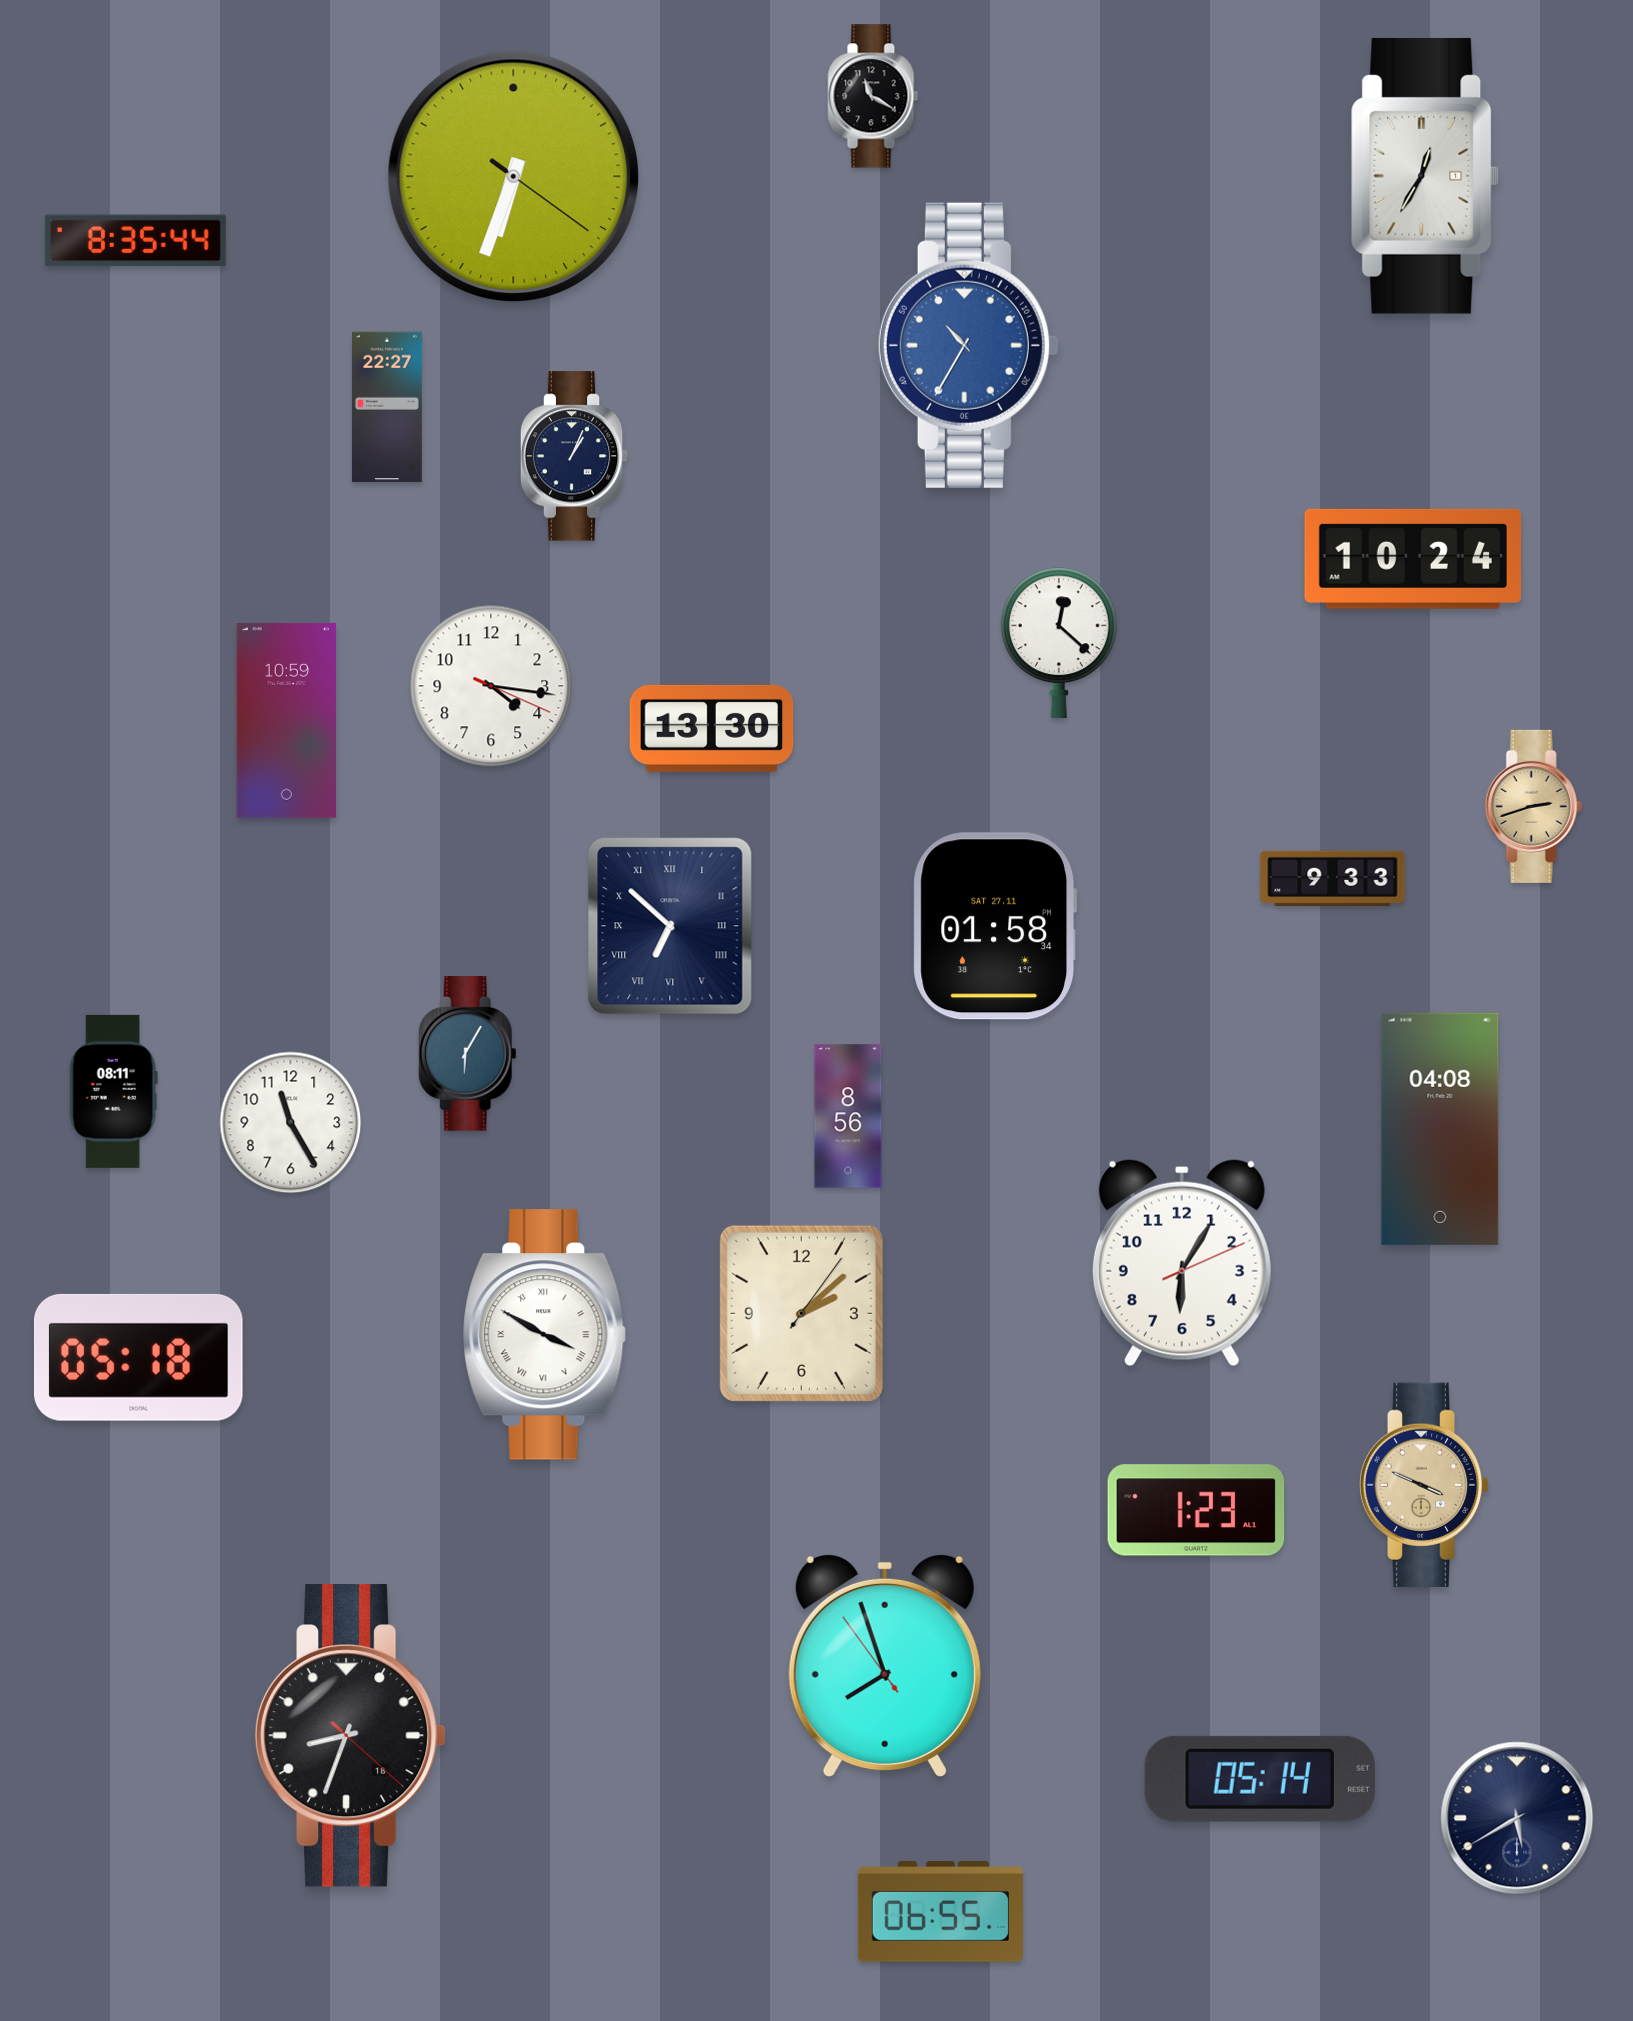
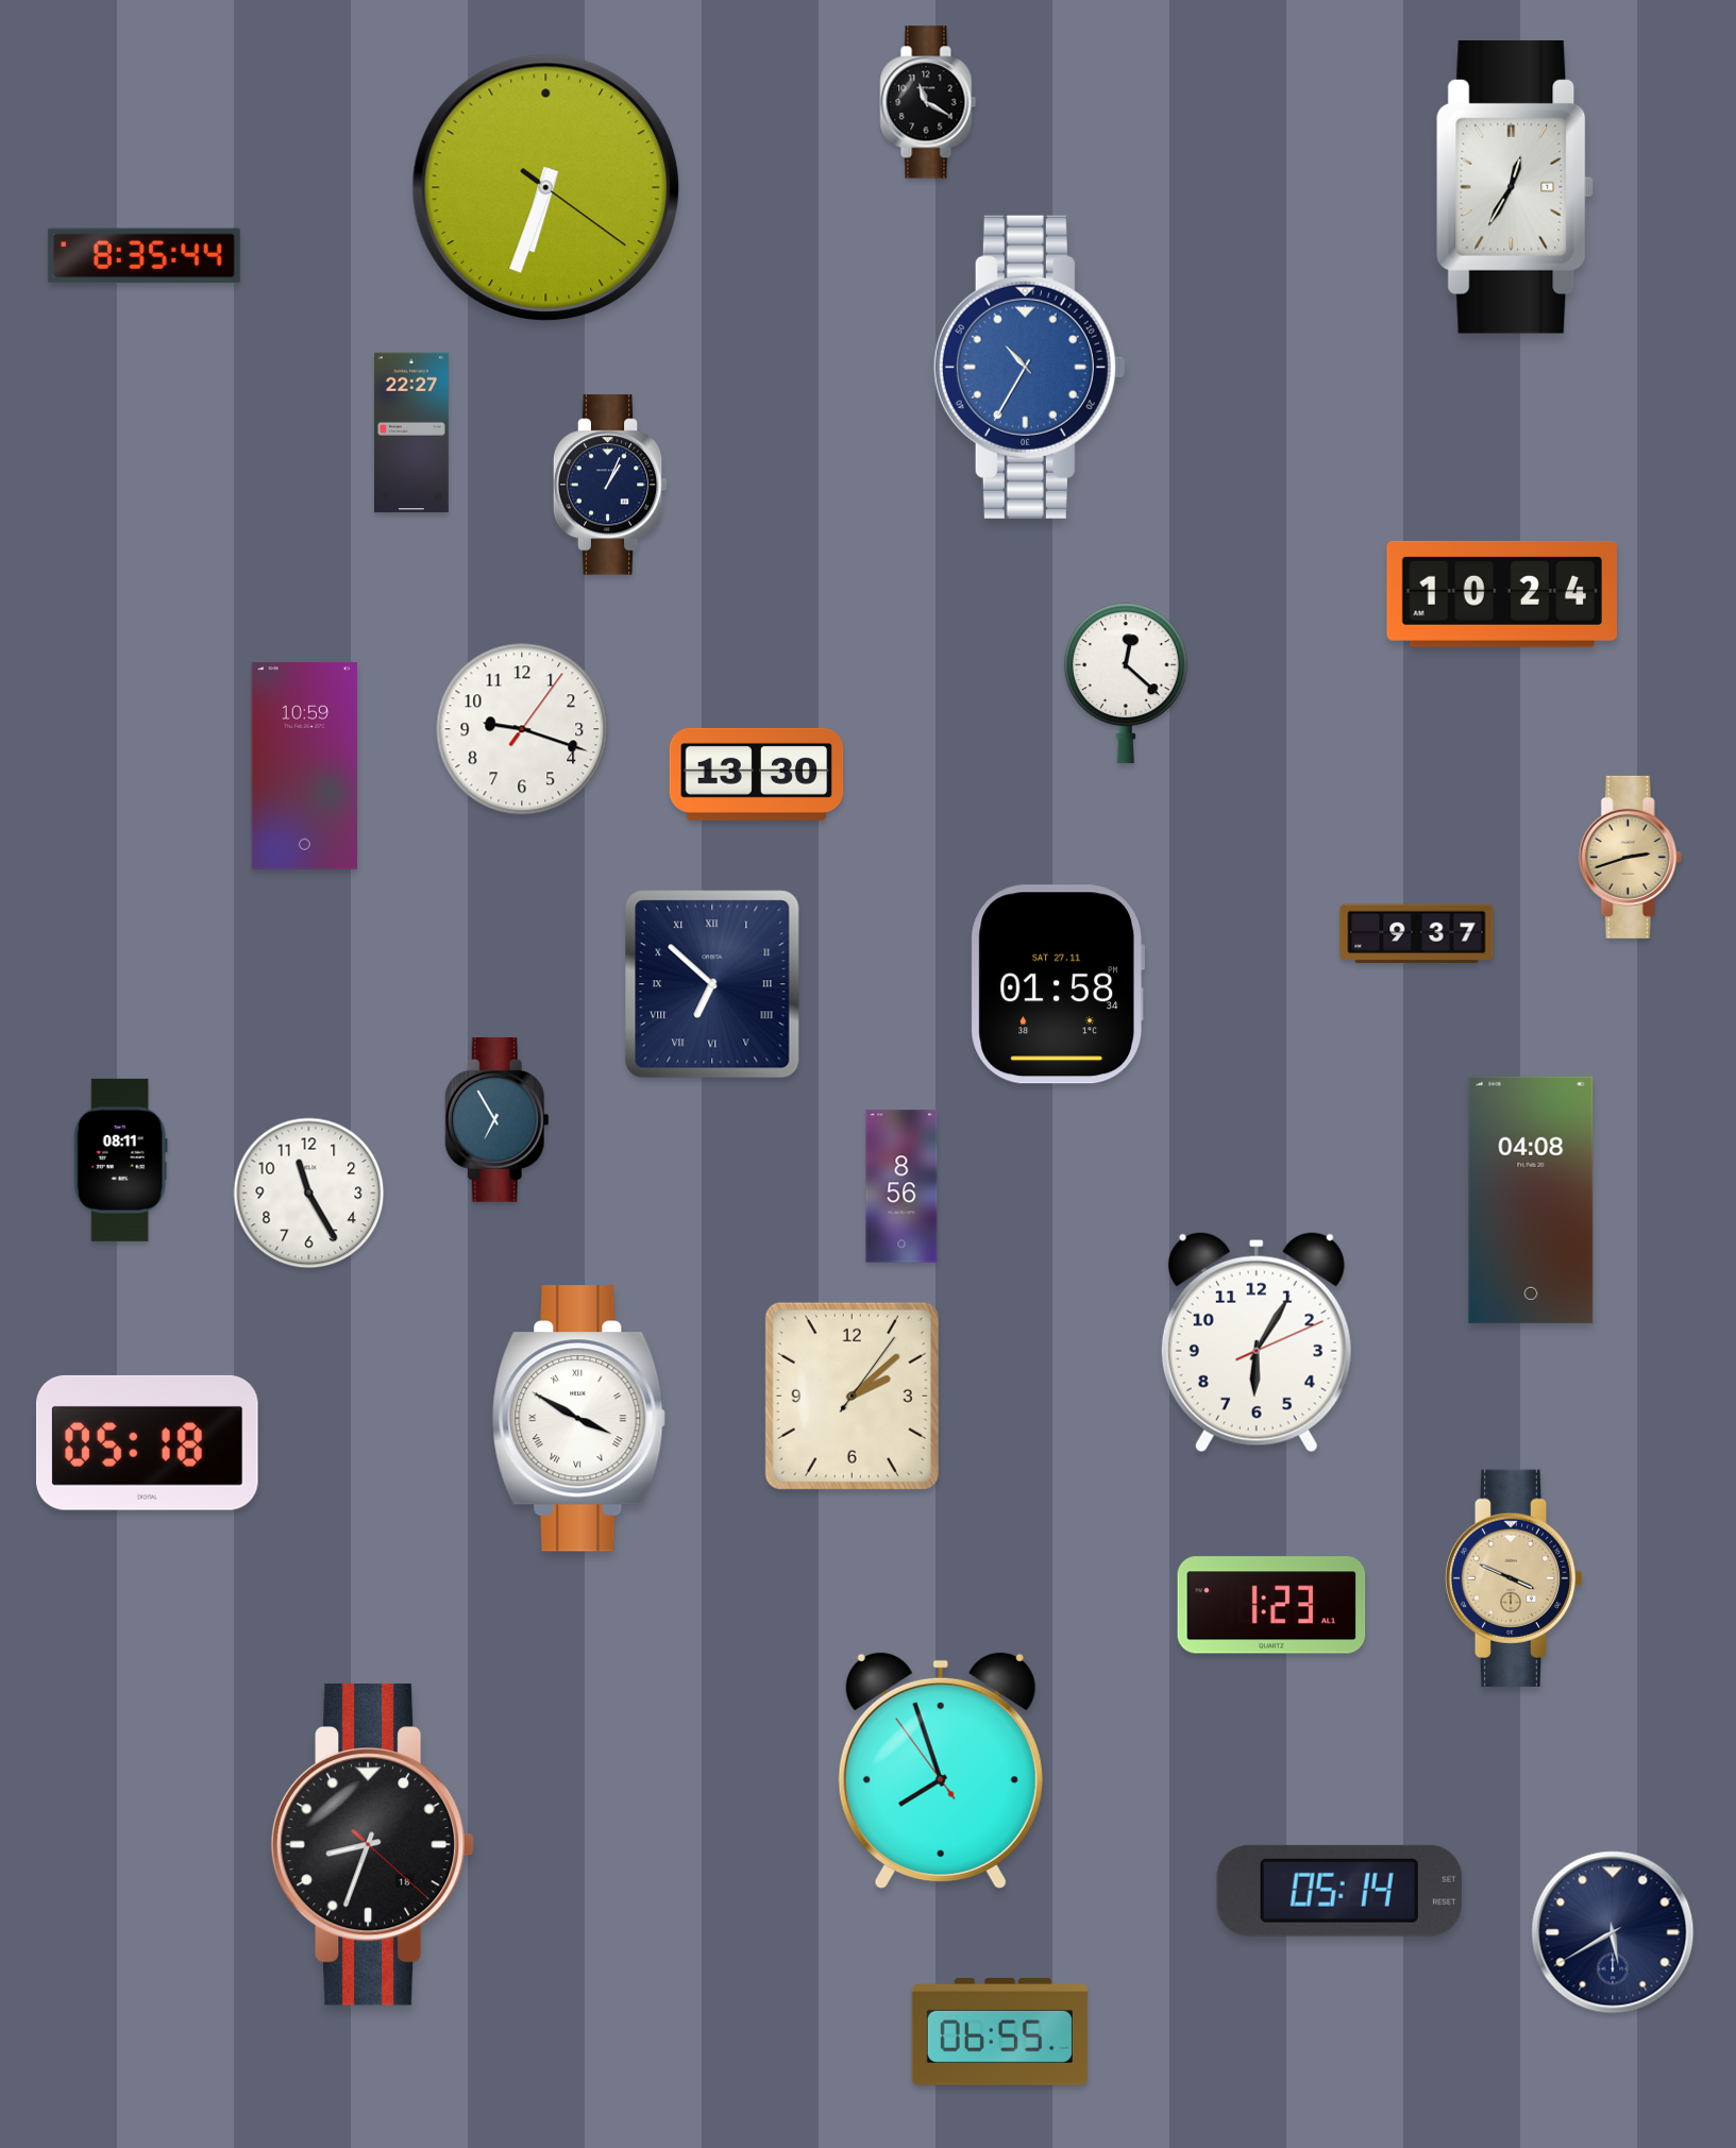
clock at (491, 686): 4:16 -> 9:18
clock at (1333, 878): 9:33 -> 9:37
clock at (467, 1054): 6:05 -> 6:55
